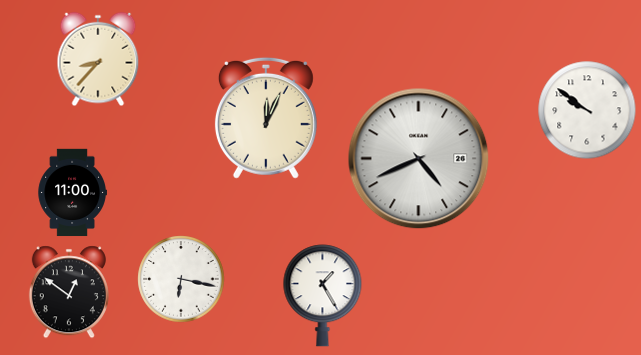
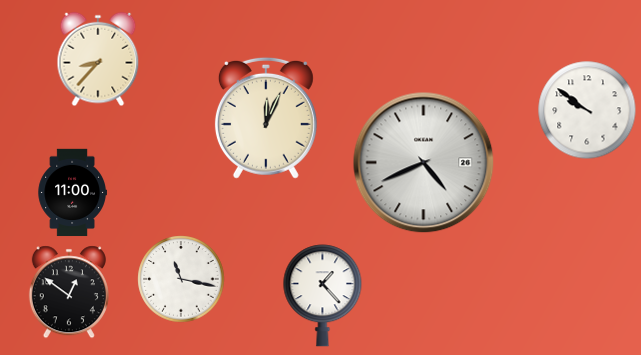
clock at (419, 159) position: (419, 159) -> (424, 163)
clock at (181, 279): 6:17 -> 11:17
clock at (323, 296): 1:25 -> 1:23
